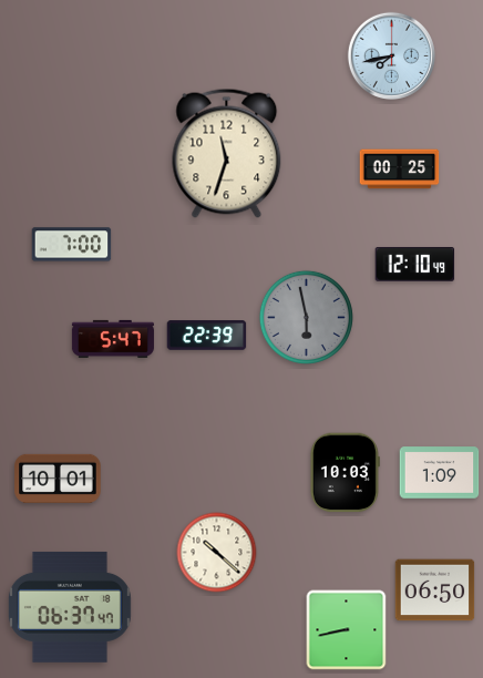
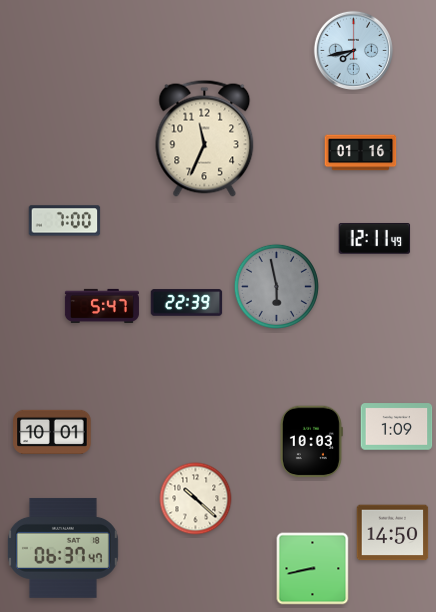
clock at (227, 153): 11:33 -> 11:34
clock at (400, 169): 00:25 -> 01:16
clock at (415, 264): 12:10 -> 12:11
clock at (345, 473) position: (345, 473) -> (311, 442)
clock at (435, 590): 06:50 -> 14:50
